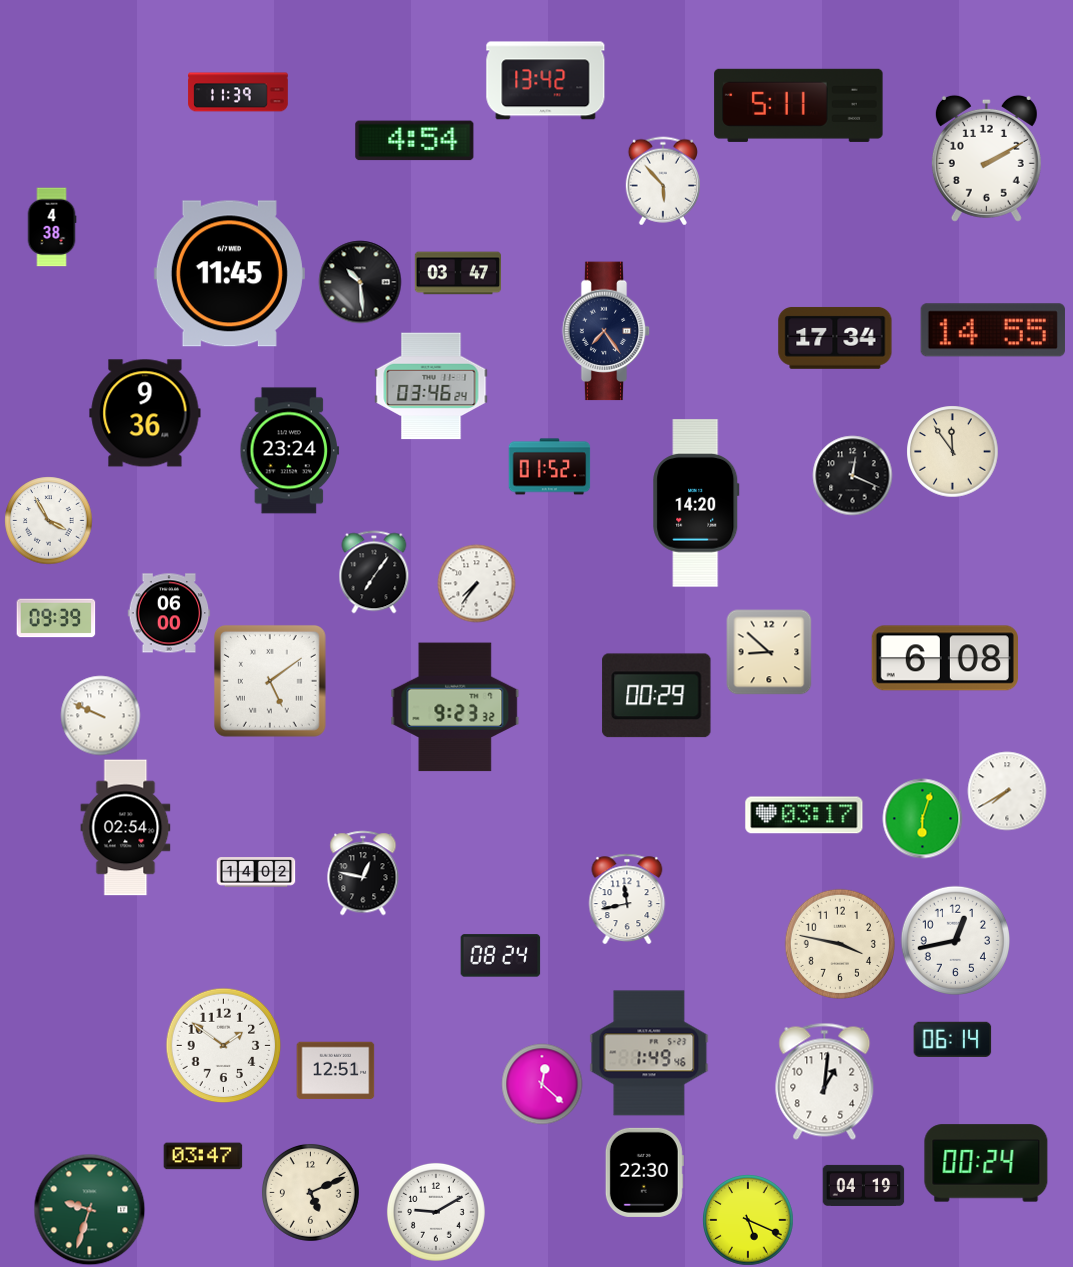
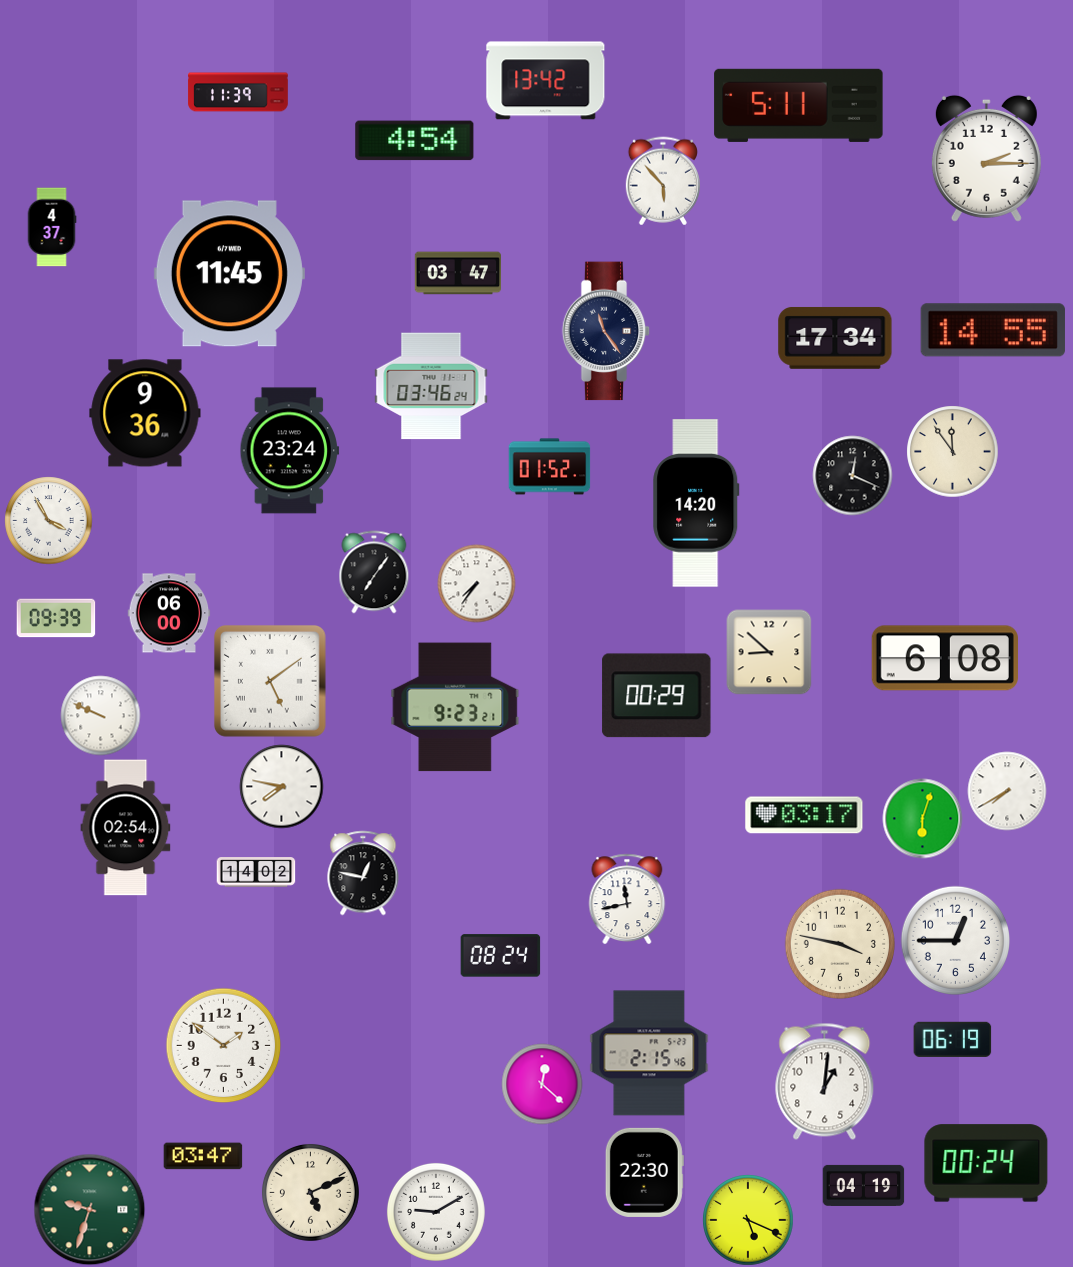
clock at (986, 158): 2:10 -> 2:15
clock at (52, 227): 4:38 -> 4:37
clock at (360, 282): 10:29 -> none
clock at (606, 331): 7:24 -> 11:24
clock at (455, 707): 9:23:32 -> 9:23:21
clock at (281, 786): none -> 7:47
clock at (955, 940): 12:43 -> 12:45
clock at (952, 1039): 06:14 -> 06:19
clock at (649, 1053): 1:49 -> 2:15
clock at (335, 1071): 12:51 -> none
